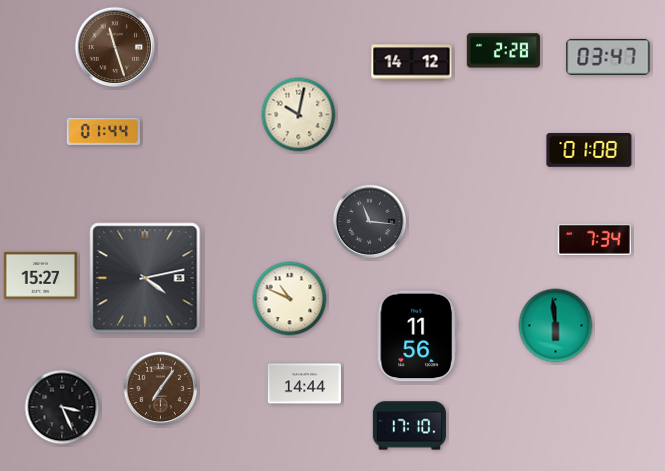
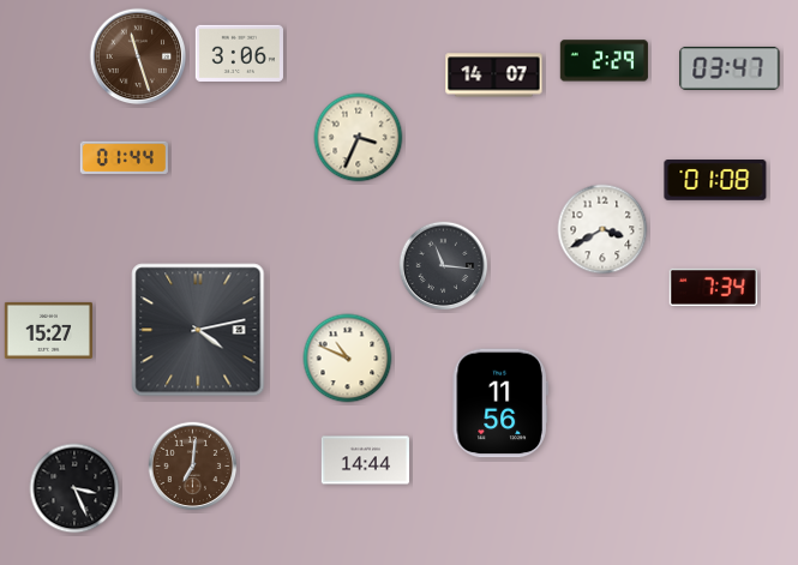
clock at (239, 53): none -> 3:06
clock at (503, 51): 2:28 -> 2:29
clock at (412, 63): 14:12 -> 14:07
clock at (299, 115): 10:02 -> 3:34
clock at (589, 150) position: (589, 150) -> (715, 180)
clock at (602, 229): none -> 3:40
clock at (145, 278) position: (145, 278) -> (198, 330)
clock at (556, 326): 5:59 -> none
clock at (161, 389): 7:06 -> 7:01
clock at (409, 426): 17:10 -> none
